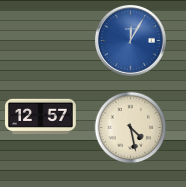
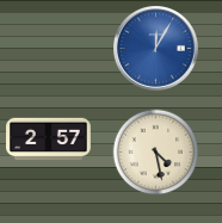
clock at (41, 117): 12:57 -> 2:57
